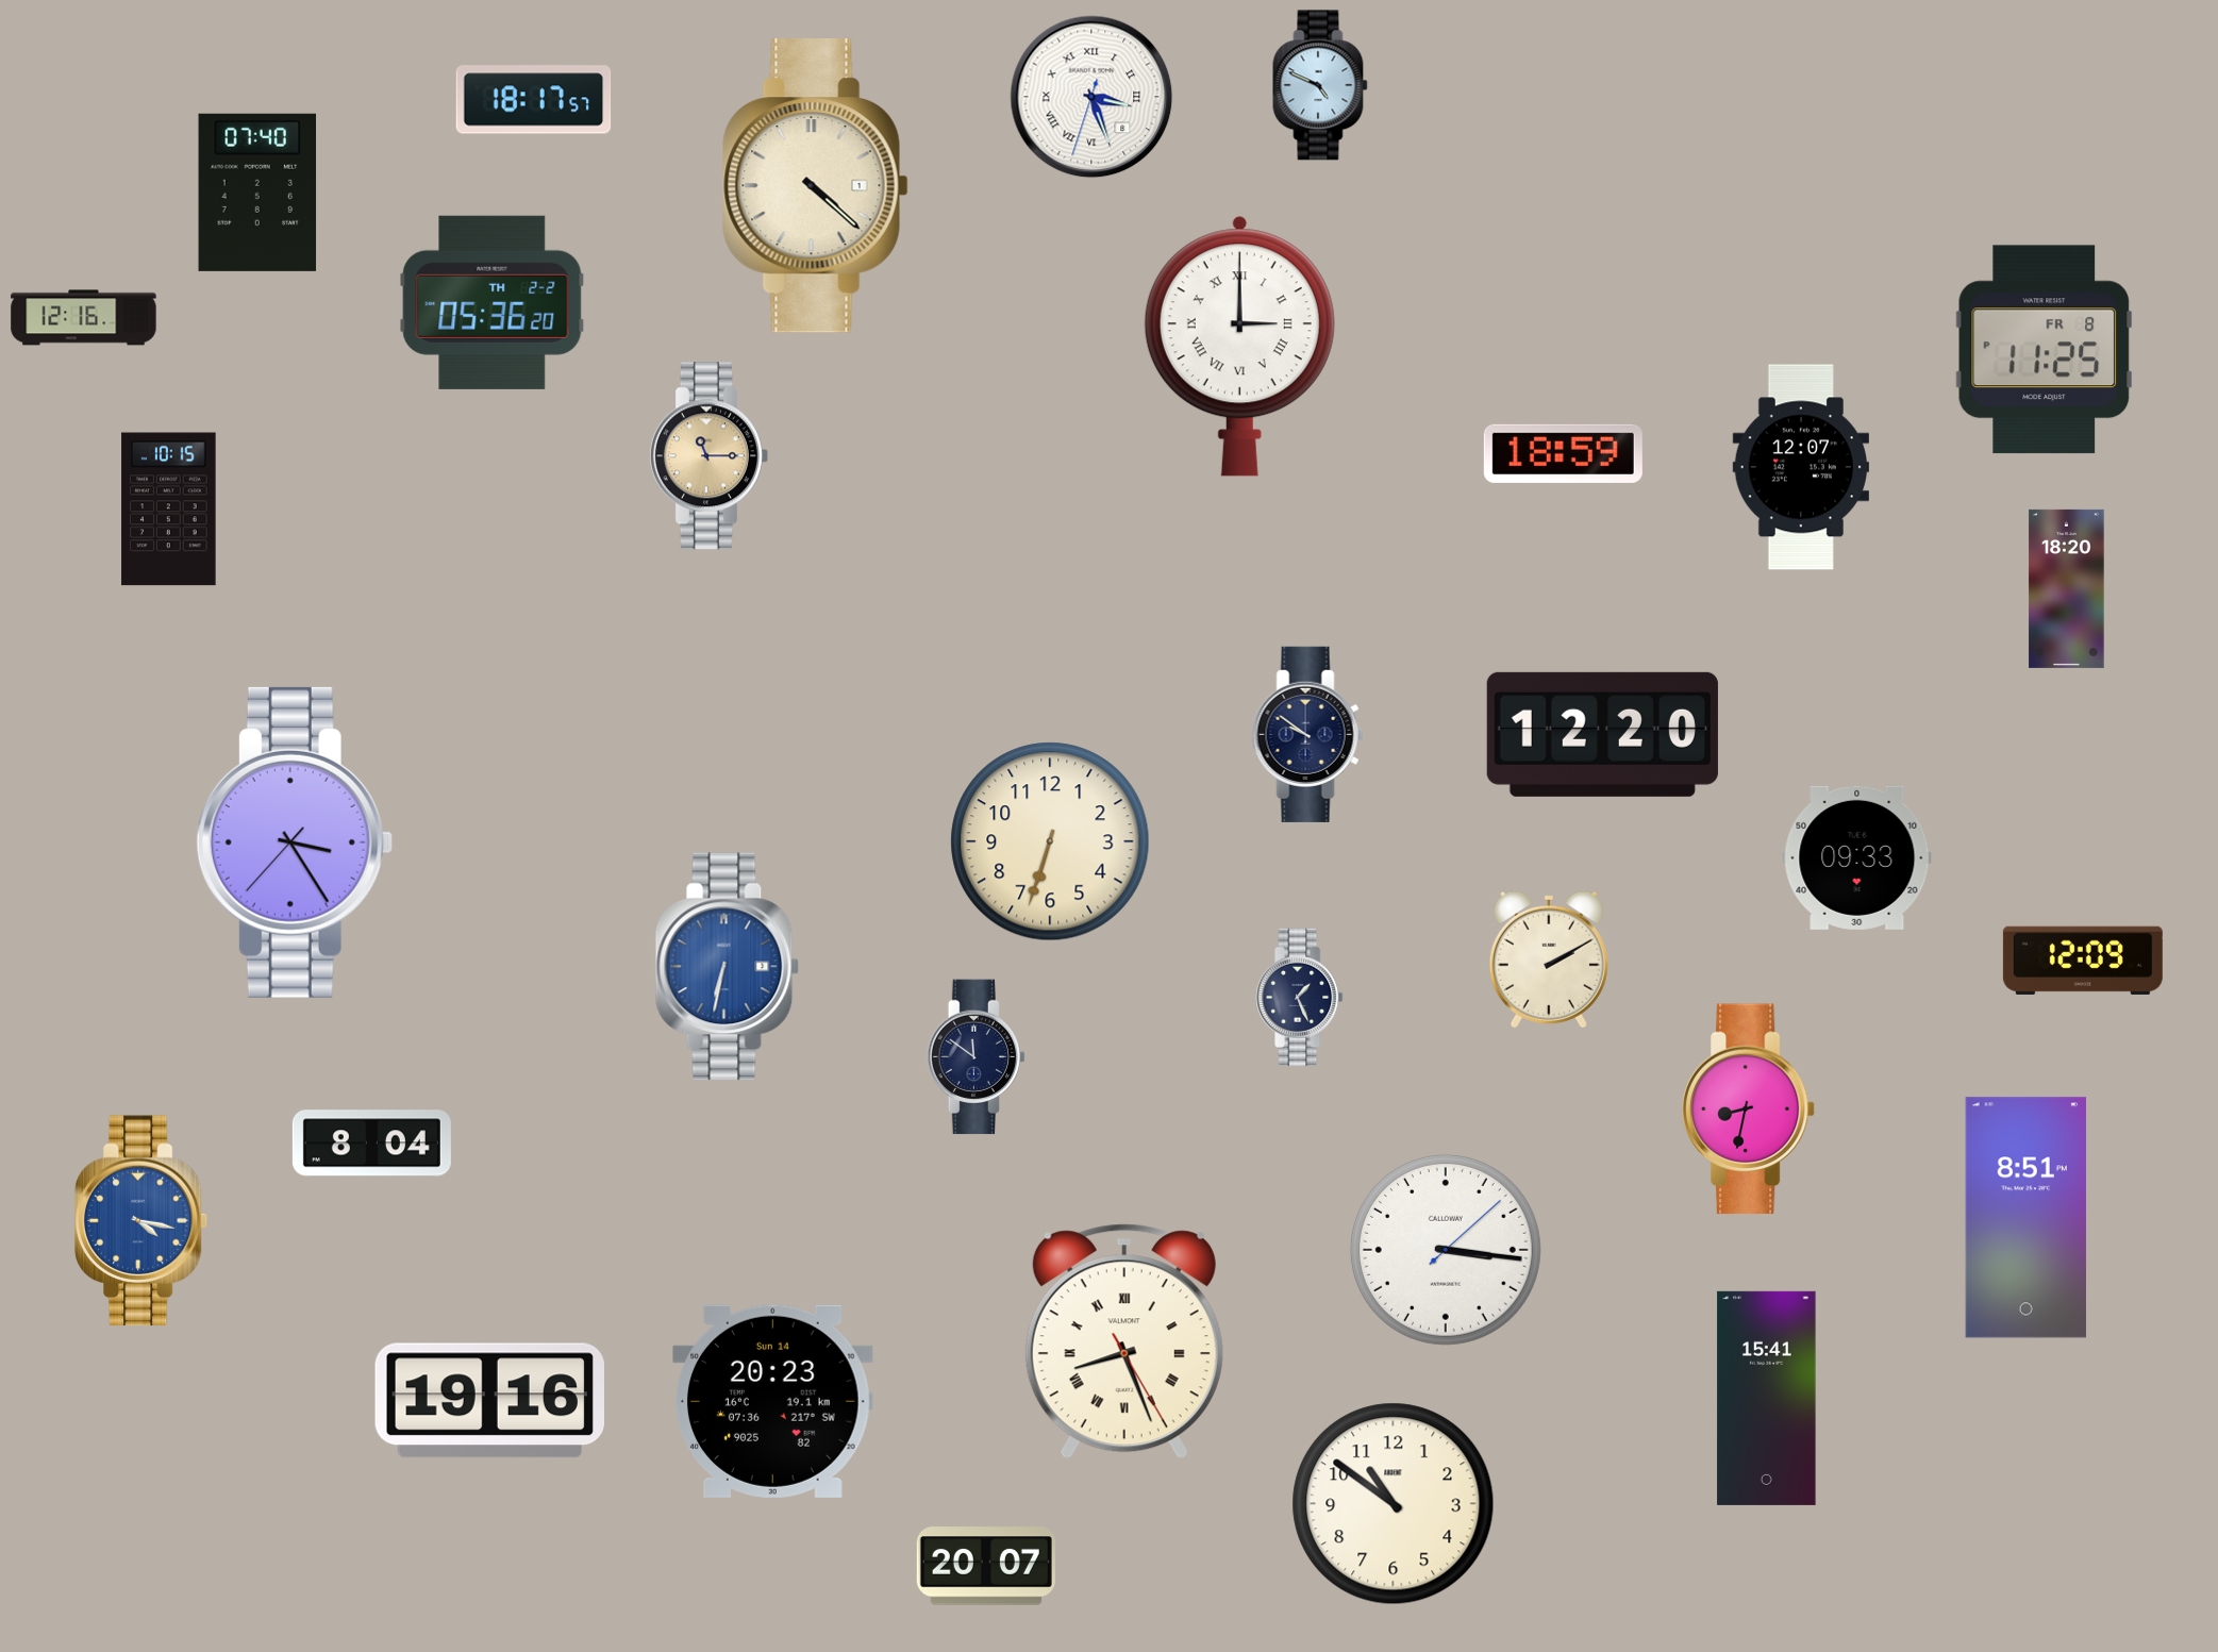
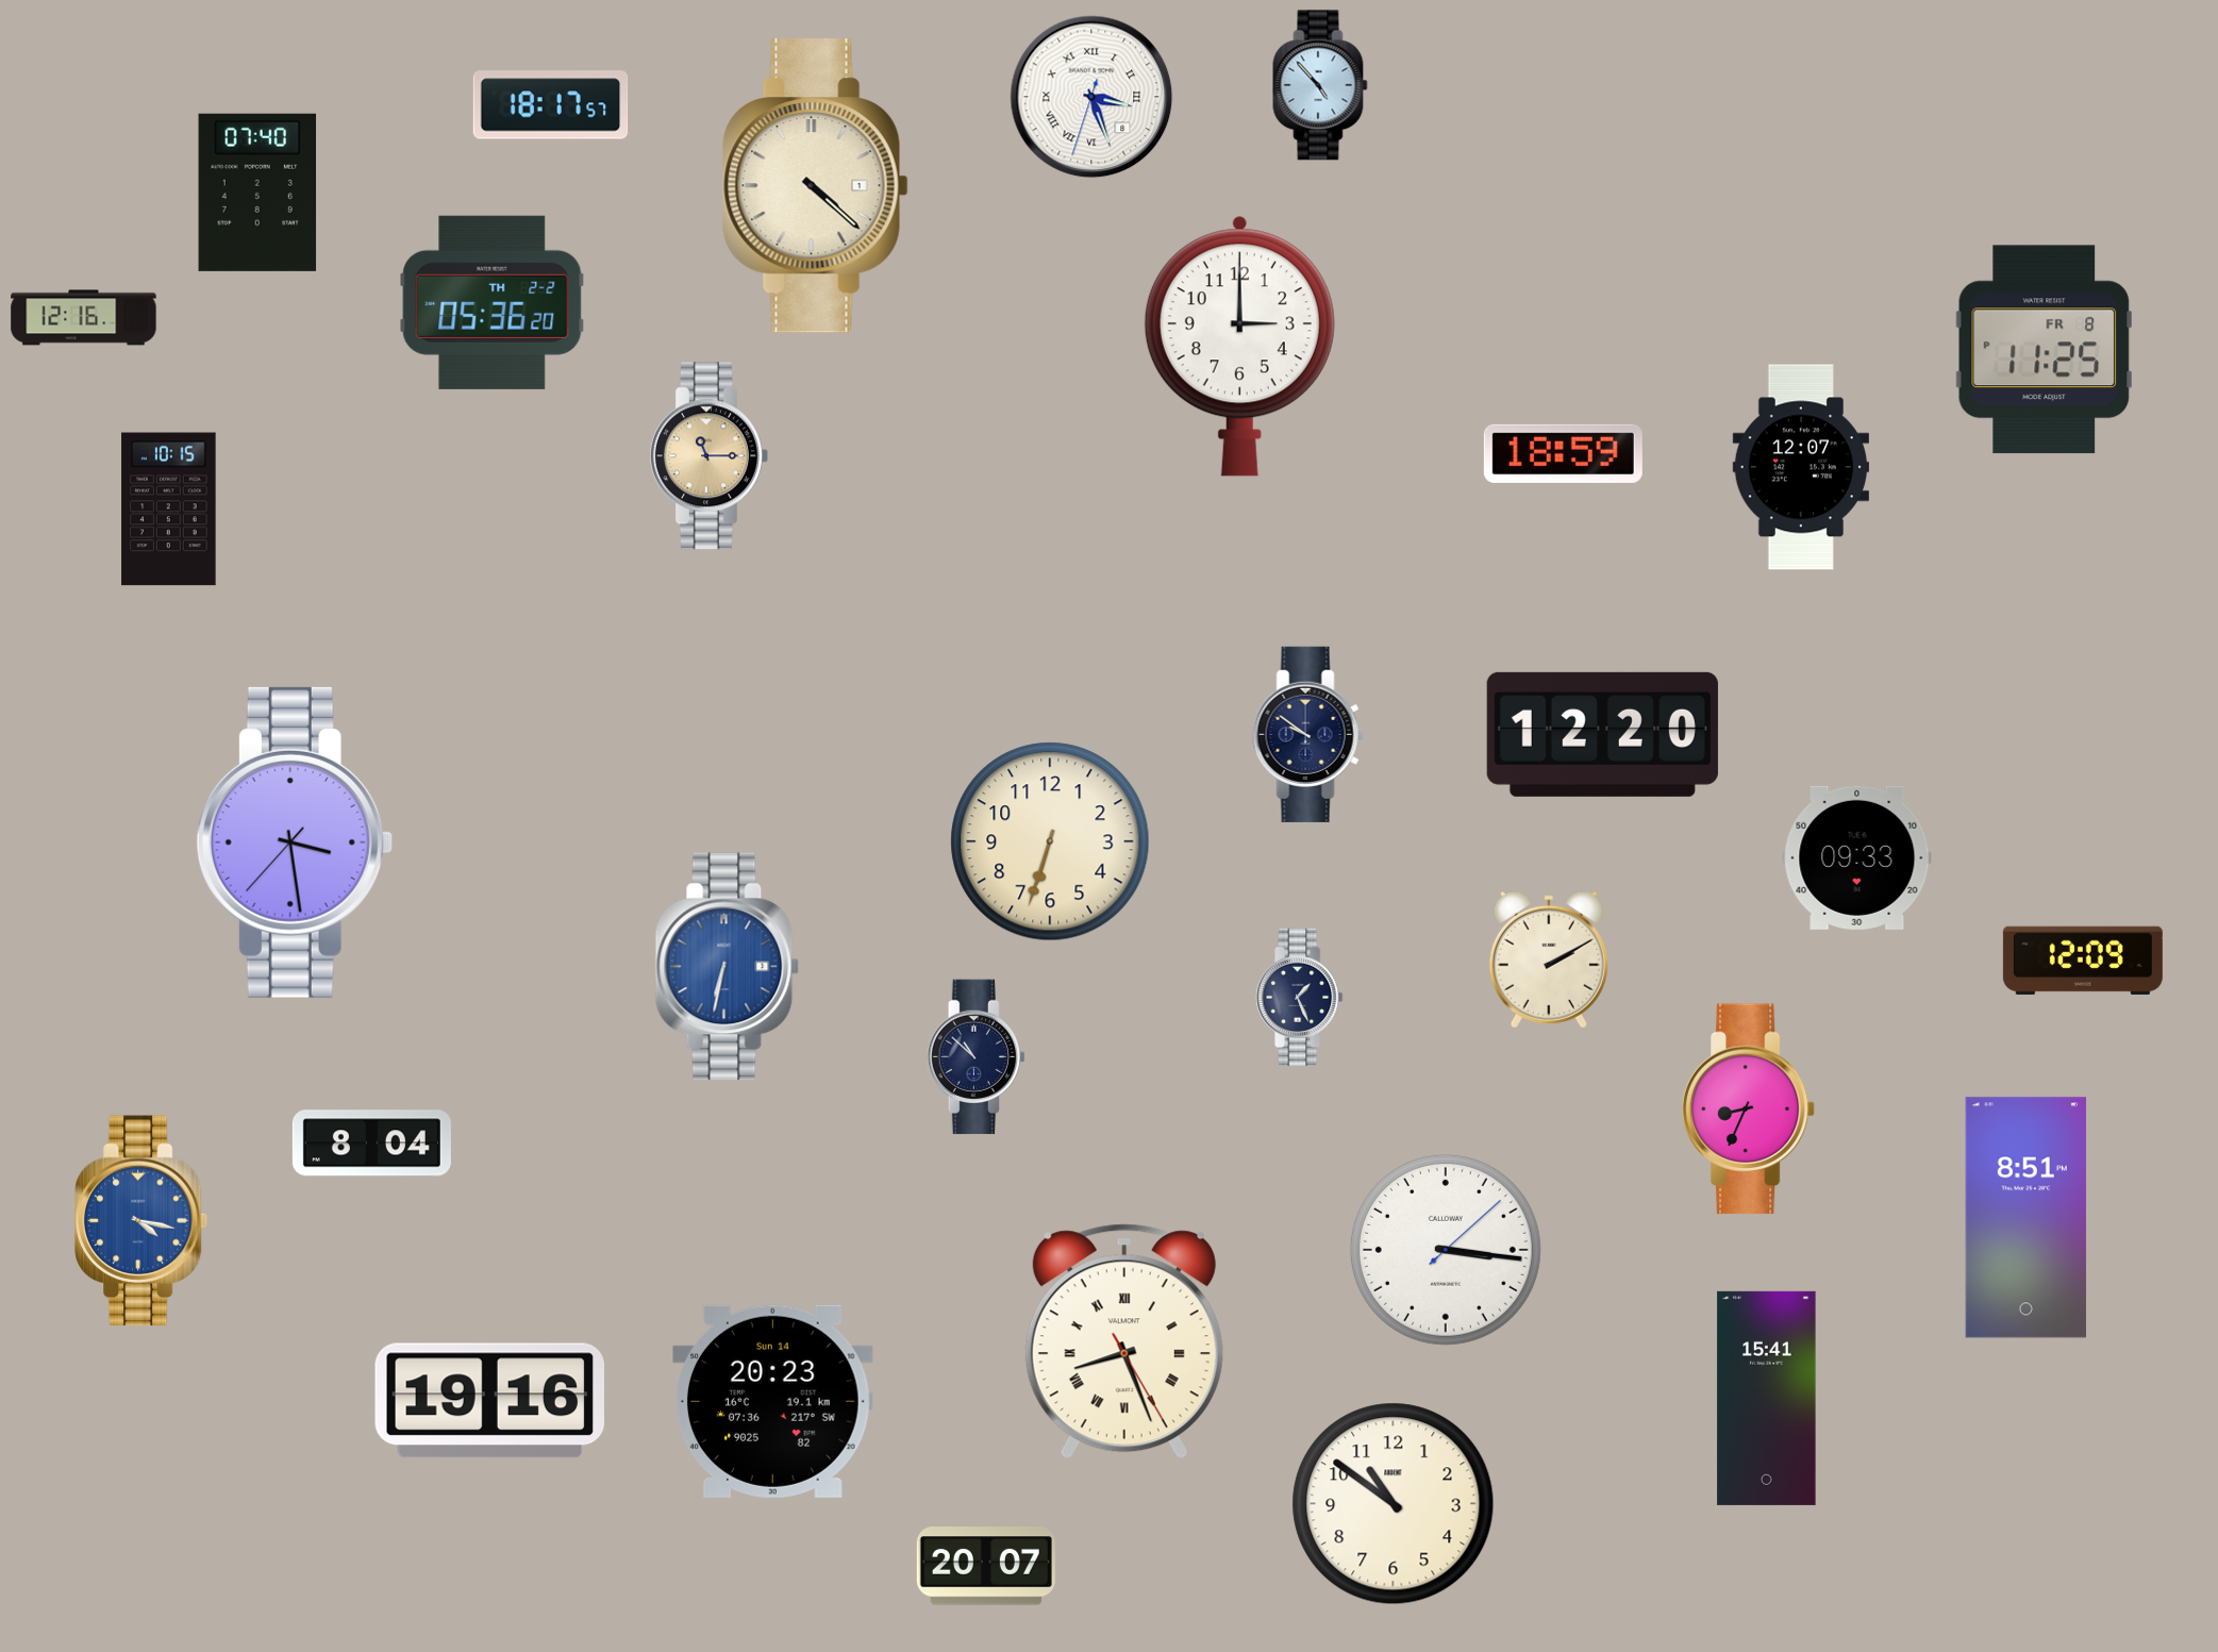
clock at (1320, 85): 4:49 -> 4:53
clock at (534, 100) position: (534, 100) -> (551, 105)
clock at (1239, 346) numerals: Roman -> Arabic
clock at (2067, 588): 18:20 -> none
clock at (295, 842): 3:24 -> 3:28
clock at (975, 1057): 11:51 -> 10:52
clock at (1749, 1109): 8:32 -> 8:34
